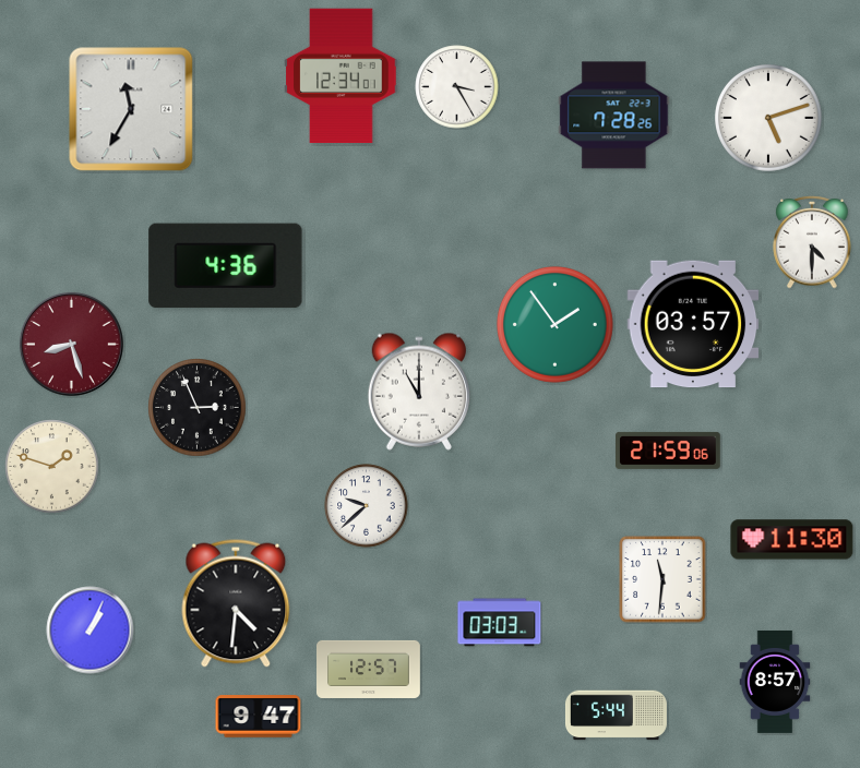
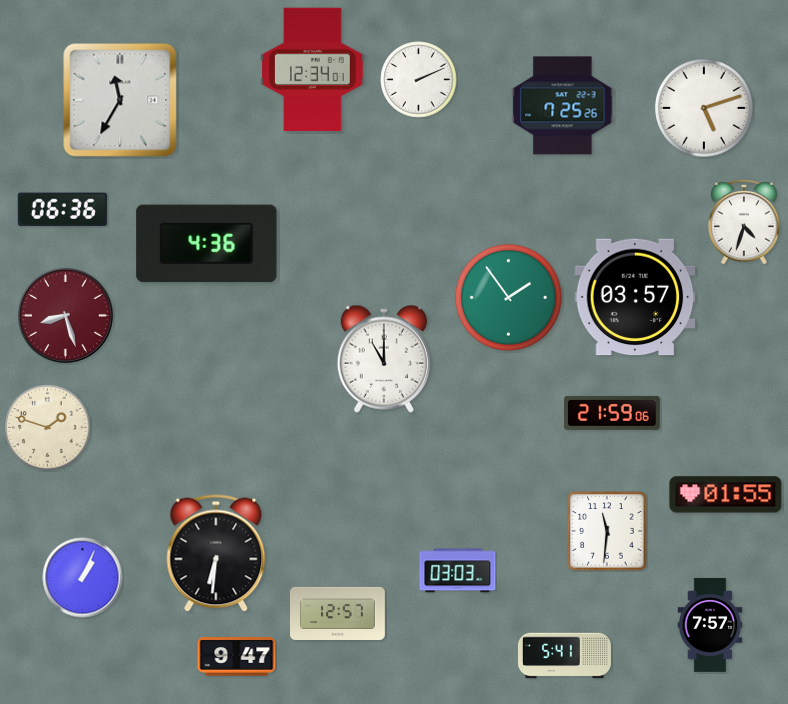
clock at (457, 87): 3:25 -> 2:11
clock at (614, 116): 7:28 -> 7:25
clock at (62, 210): none -> 06:36
clock at (812, 242): 4:30 -> 4:33
clock at (198, 408): 2:56 -> none
clock at (367, 506): 9:38 -> none
clock at (792, 540): 11:30 -> 01:55
clock at (236, 603): 4:31 -> 6:31
clock at (775, 682): 8:57 -> 7:57
clock at (616, 716): 5:44 -> 5:41
